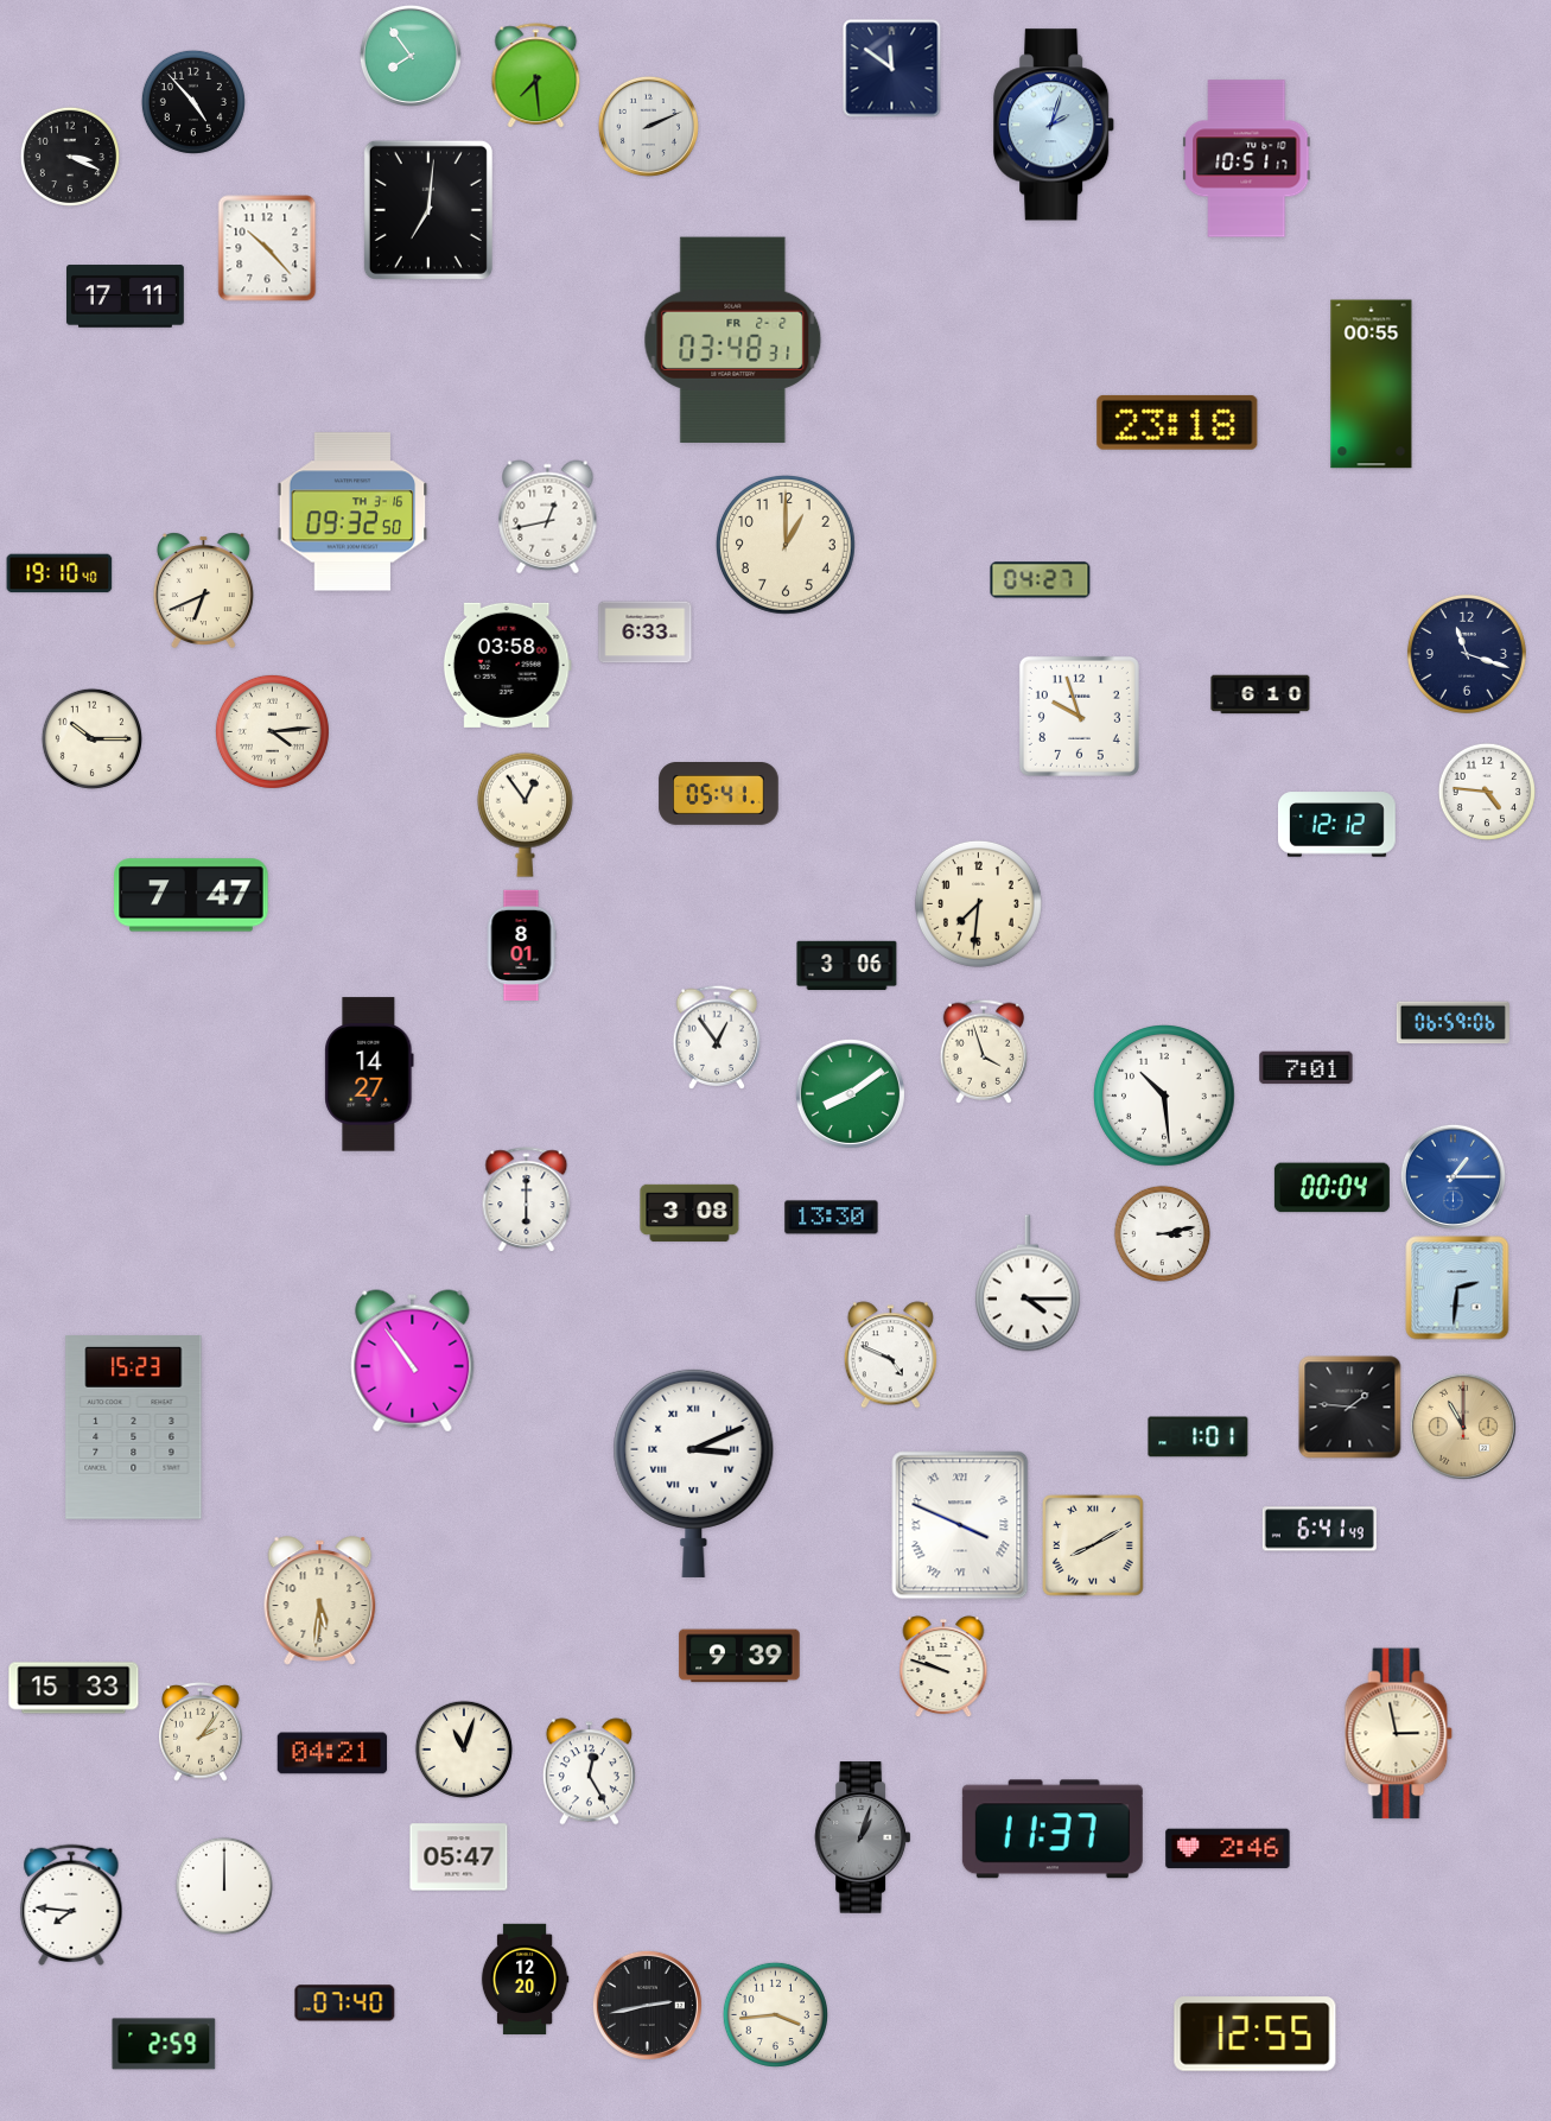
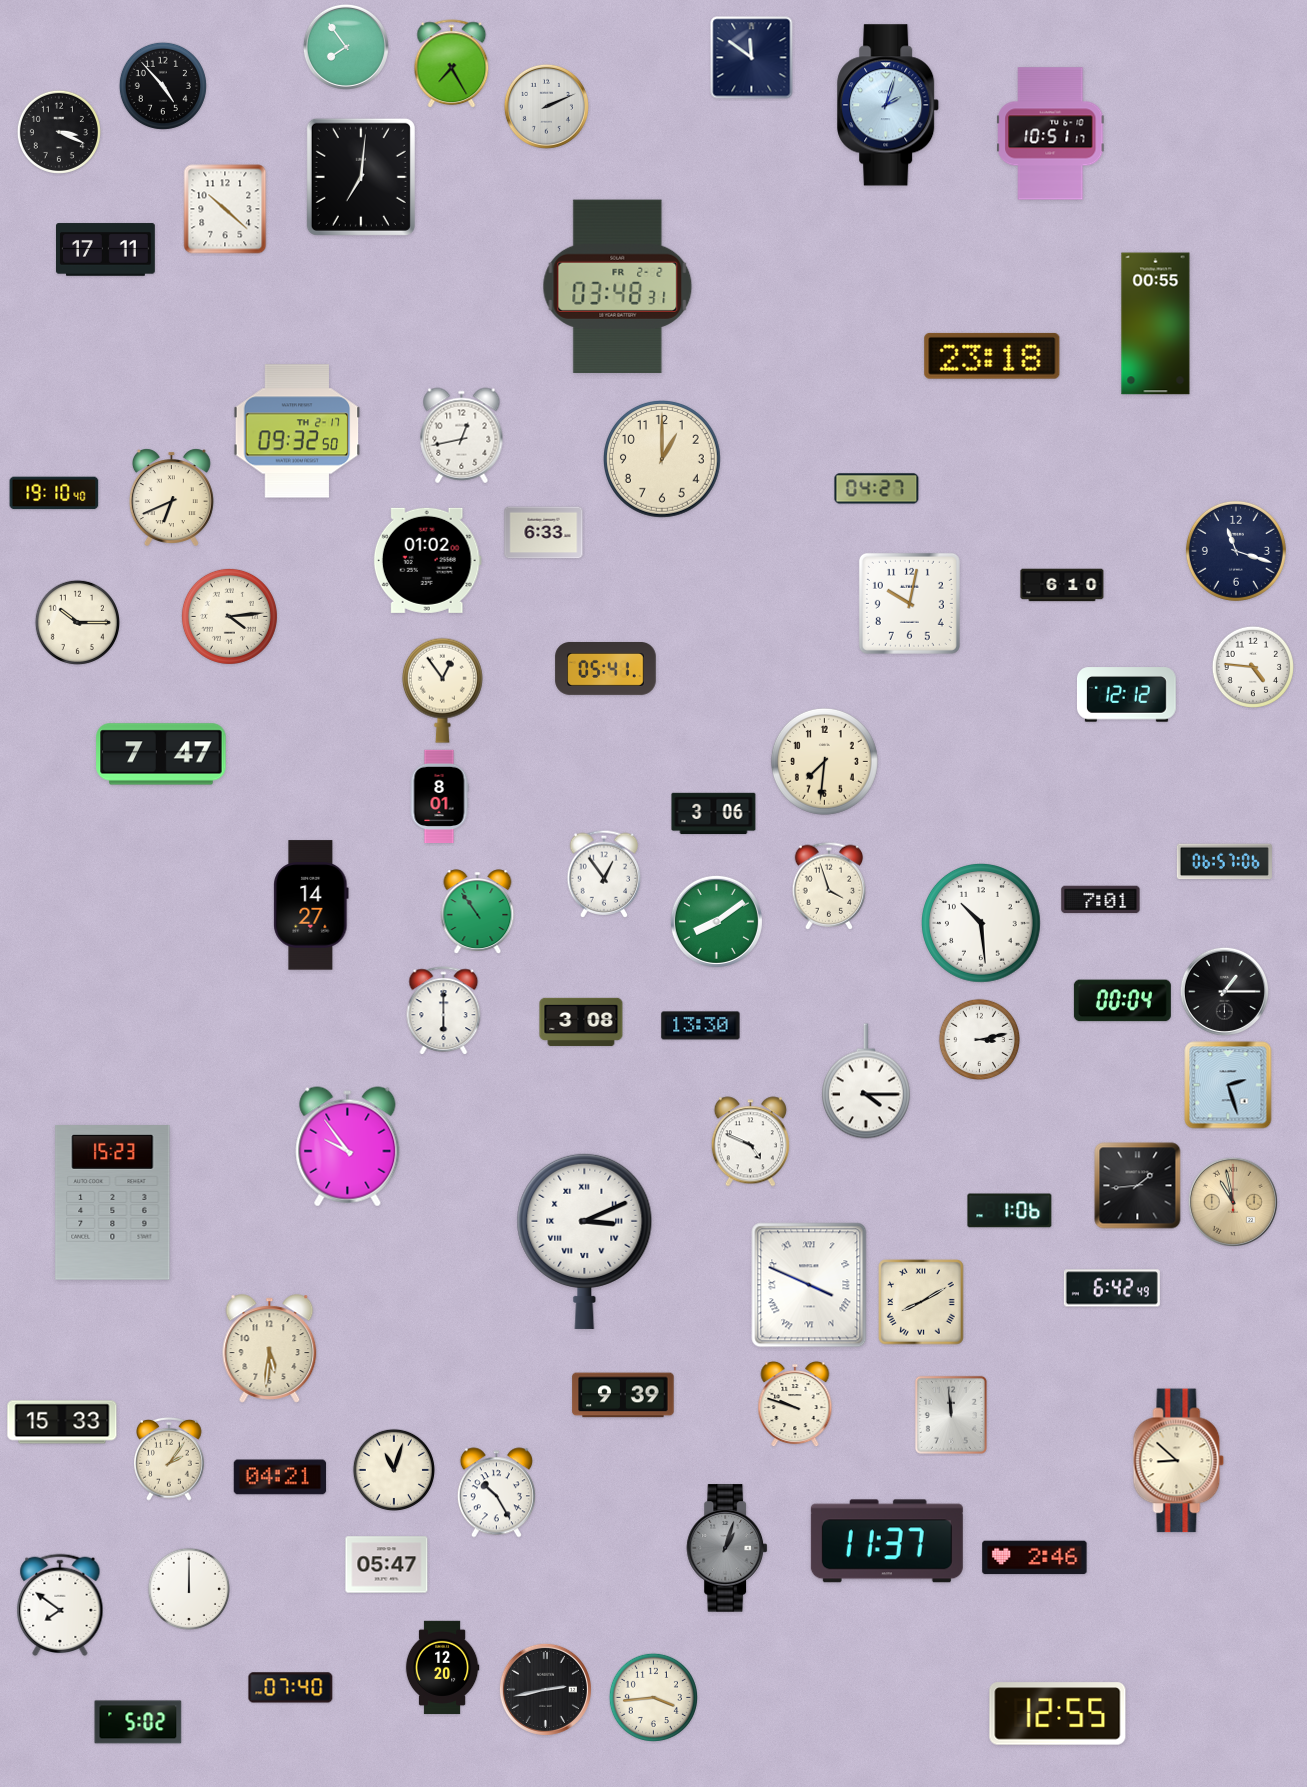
clock at (536, 76): 7:29 -> 7:25
clock at (267, 248): 10:23 -> 10:22
clock at (352, 512) date: TH 3-16 -> TH 2-17
clock at (59, 573) position: (59, 573) -> (54, 493)
clock at (507, 665): 03:58 -> 01:02
clock at (1079, 716): 9:57 -> 10:02
clock at (525, 814) position: (525, 814) -> (442, 690)
clock at (1453, 1023): 06:59 -> 06:57
clock at (478, 911): none -> 10:54
clock at (1453, 1176) dial: blue -> black
clock at (1457, 1288): 2:31 -> 2:27
clock at (413, 1361): 10:54 -> 9:54
clock at (1350, 1408): 1:46 -> 1:44
clock at (1463, 1427): 11:00 -> 10:58
clock at (1199, 1437): 1:01 -> 1:06
clock at (1320, 1529): 6:41 -> 6:42
clock at (951, 1415): none -> 11:59
clock at (1399, 1734): 2:58 -> 8:52
clock at (464, 1749) position: (464, 1749) -> (394, 1470)
clock at (589, 1772): 12:25 -> 10:25
clock at (71, 1905): 7:46 -> 7:51
clock at (164, 2044): 2:59 -> 5:02
